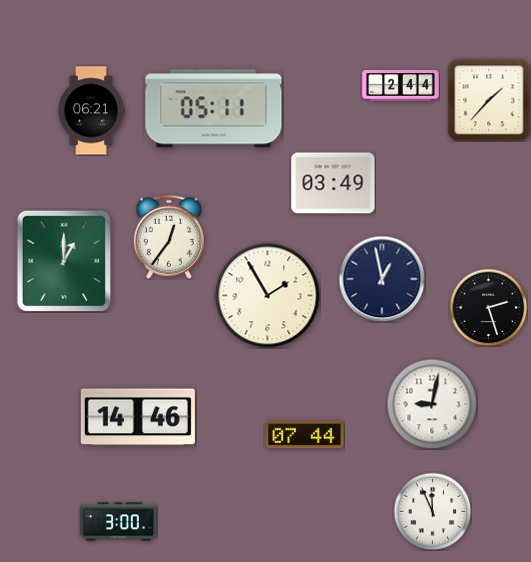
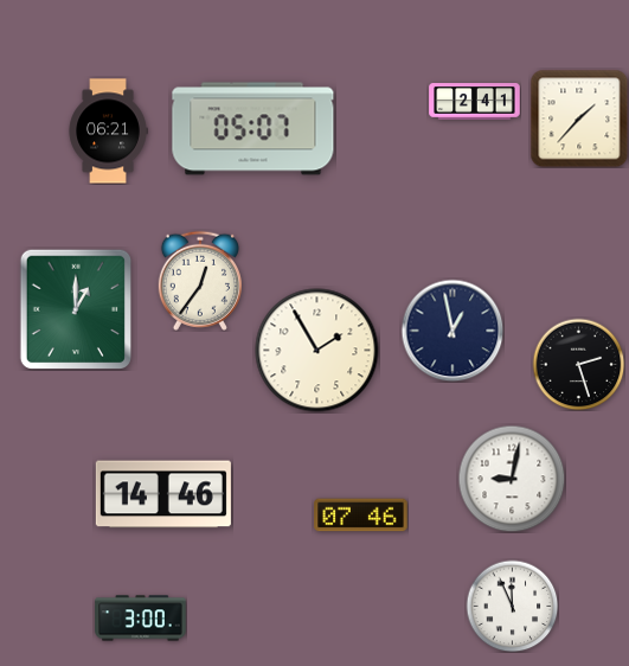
clock at (401, 86): 2:44 -> 2:41
clock at (214, 109): 05:11 -> 05:07
clock at (333, 183): 03:49 -> none
clock at (305, 435): 07:44 -> 07:46
